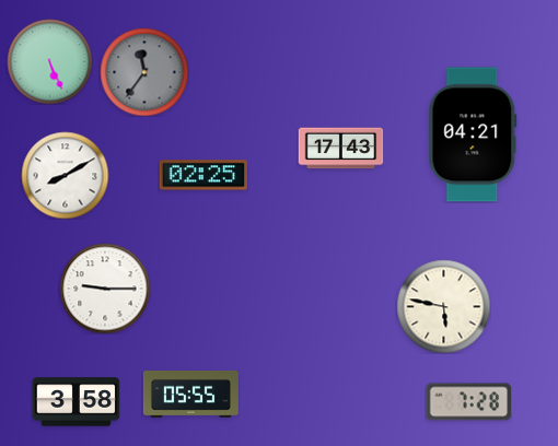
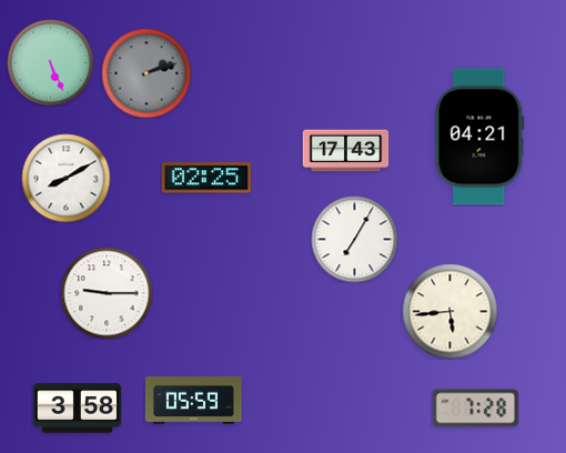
clock at (144, 72): 11:36 -> 2:12
clock at (354, 239): none -> 7:05
clock at (443, 306): 5:47 -> 5:44
clock at (190, 394): 05:55 -> 05:59
